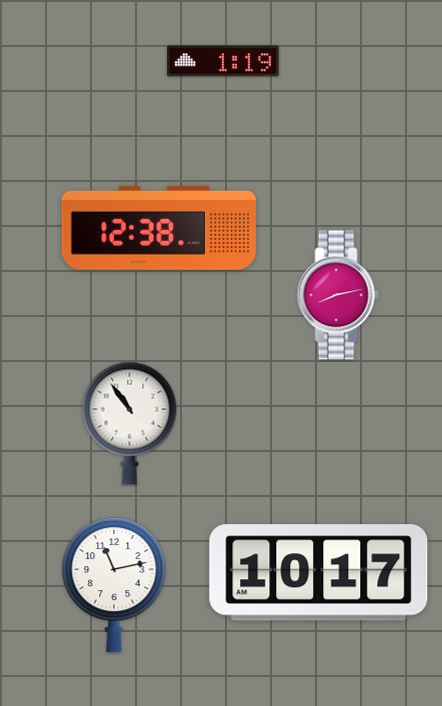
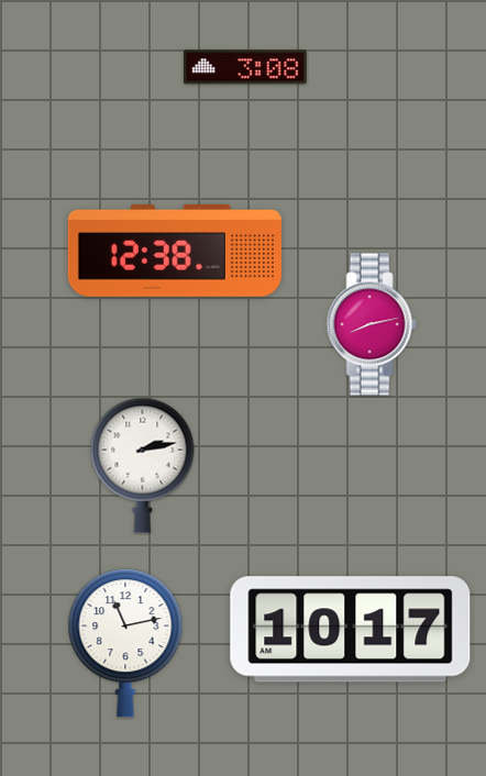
clock at (223, 61): 1:19 -> 3:08
clock at (130, 423): 10:54 -> 2:13
